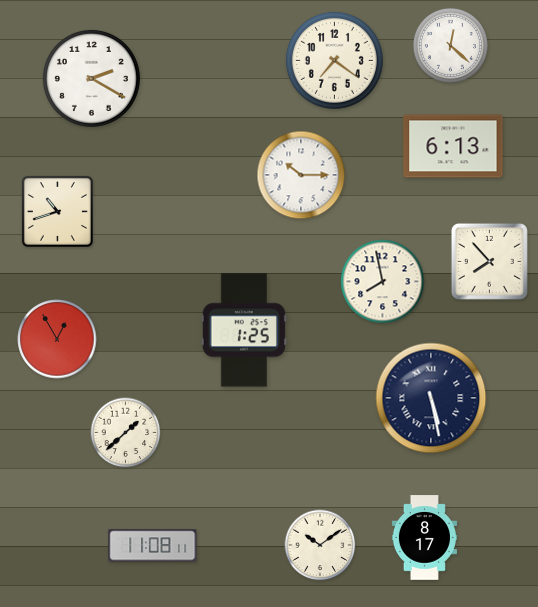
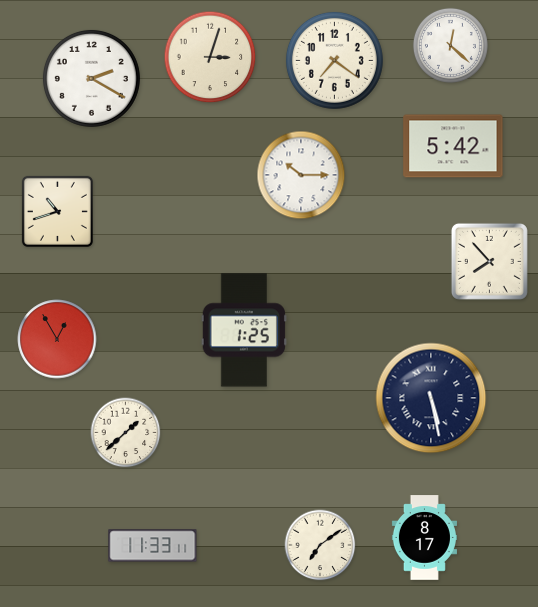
clock at (210, 57): none -> 3:03
clock at (453, 146): 6:13 -> 5:42
clock at (383, 282): 7:58 -> none
clock at (320, 545): 10:09 -> 7:09
clock at (153, 546): 11:08 -> 11:33
